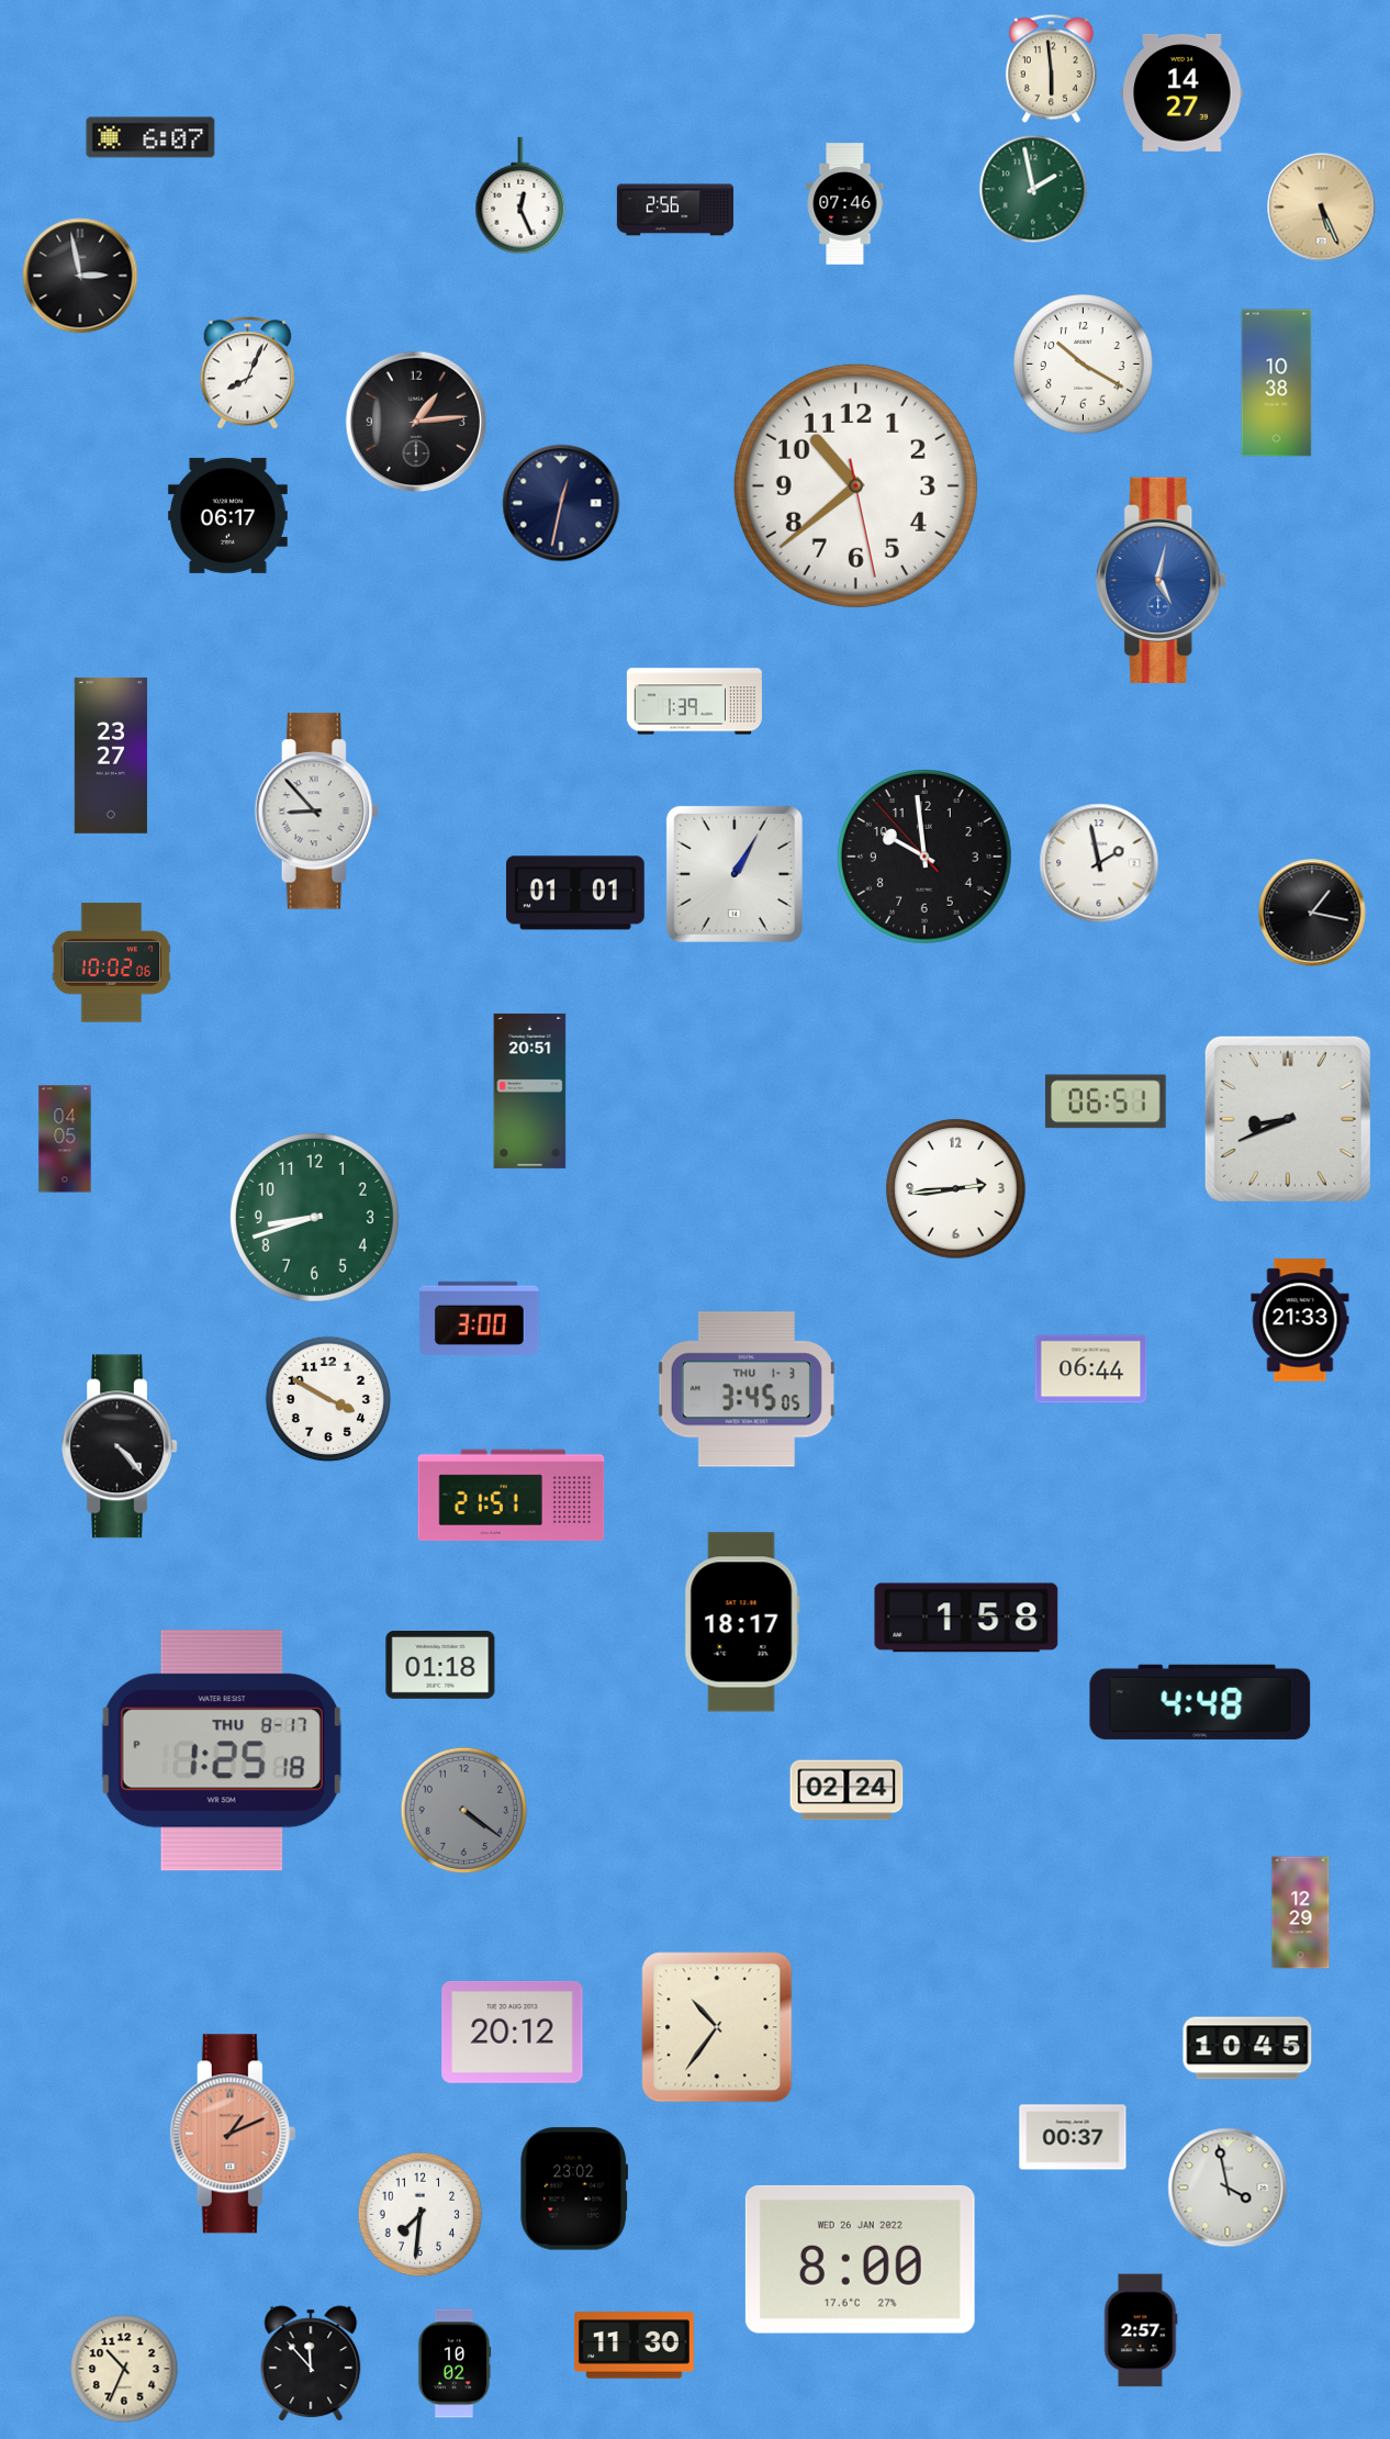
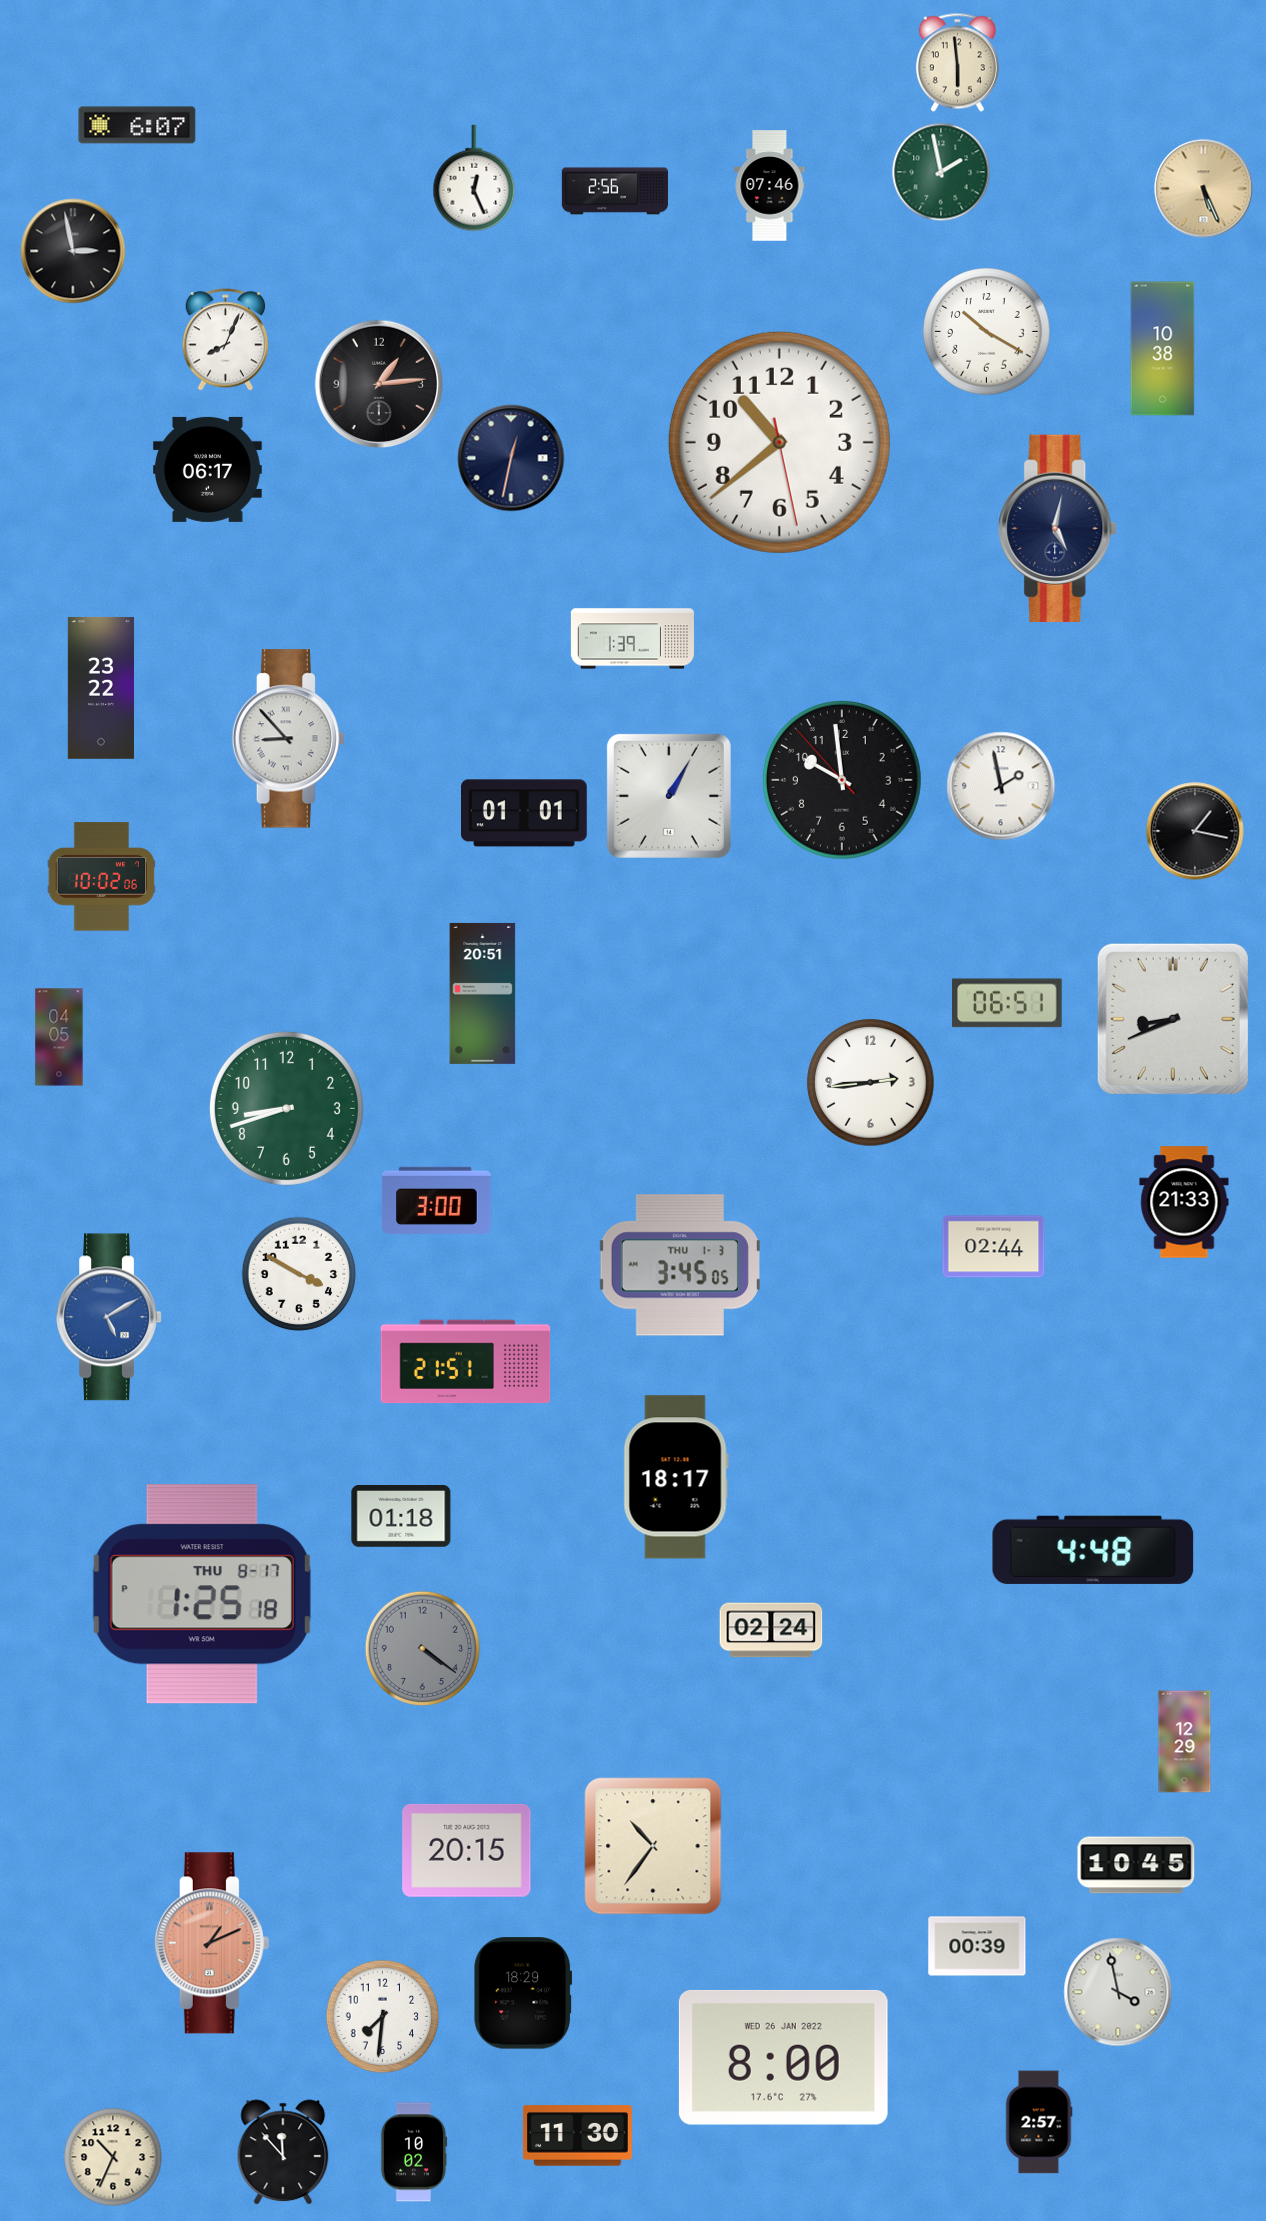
clock at (1182, 92): 14:27 -> none
clock at (1162, 580) dial: blue -> navy
clock at (111, 756): 23:27 -> 23:22
clock at (1091, 1369): 06:44 -> 02:44
clock at (120, 1446): 4:23 -> 5:10
clock at (120, 1446) dial: black -> blue
clock at (966, 1618): 1:58 -> none
clock at (513, 2032): 20:12 -> 20:15
clock at (1073, 2137): 00:37 -> 00:39
clock at (574, 2189): 23:02 -> 18:29
